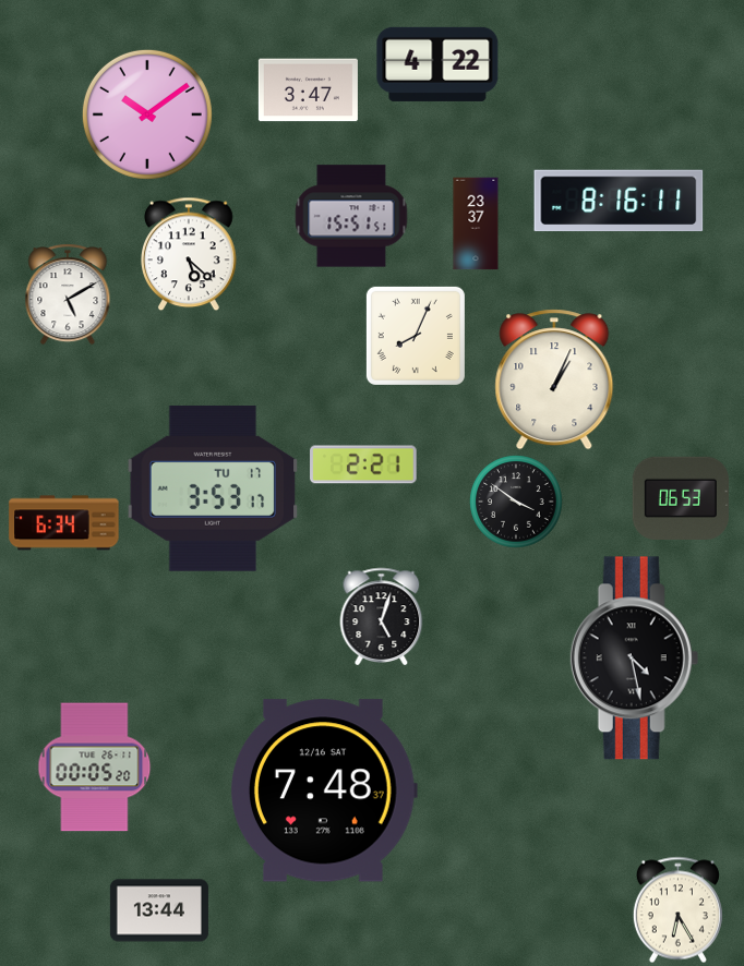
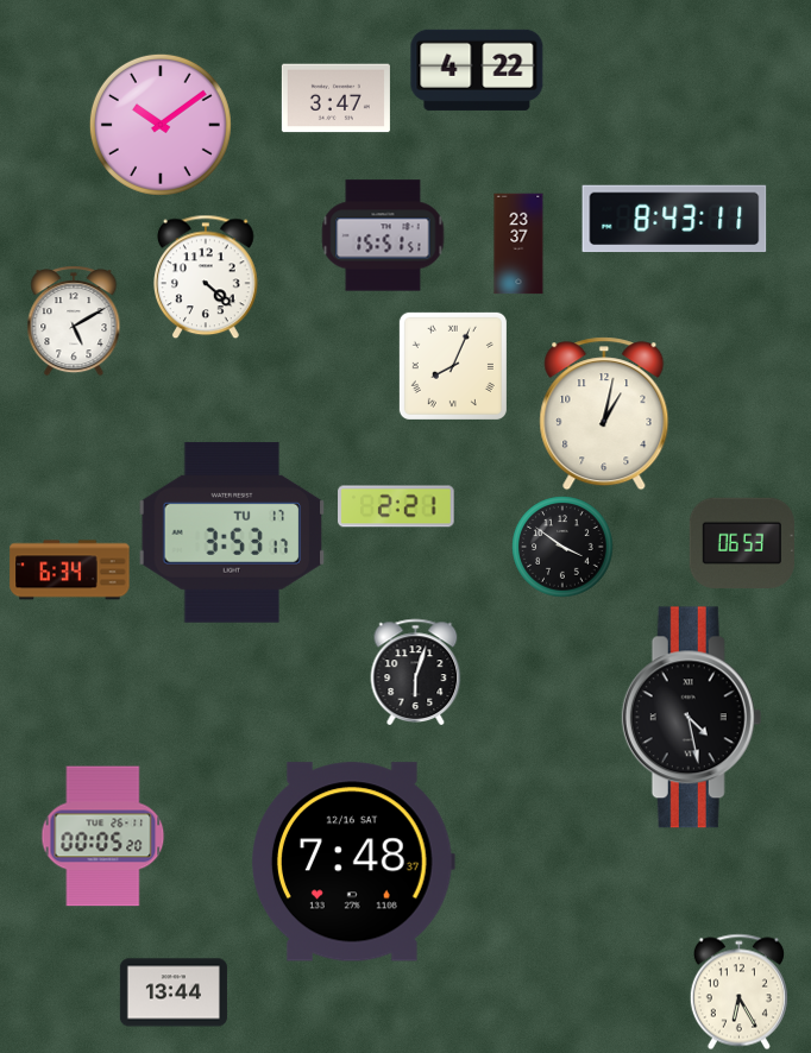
clock at (619, 201): 8:16 -> 8:43
clock at (190, 254): 5:22 -> 4:22
clock at (554, 379): 1:04 -> 1:02
clock at (382, 616): 5:03 -> 6:03
